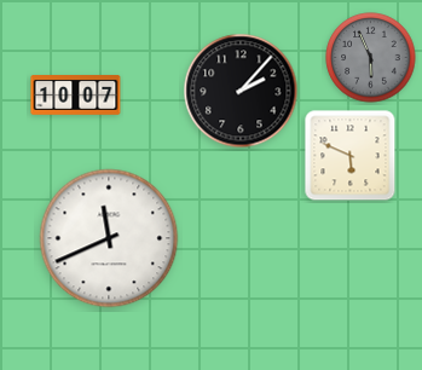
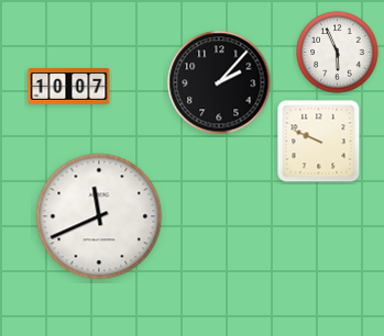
clock at (371, 58) dial: grey -> white
clock at (351, 156): 5:49 -> 9:49
